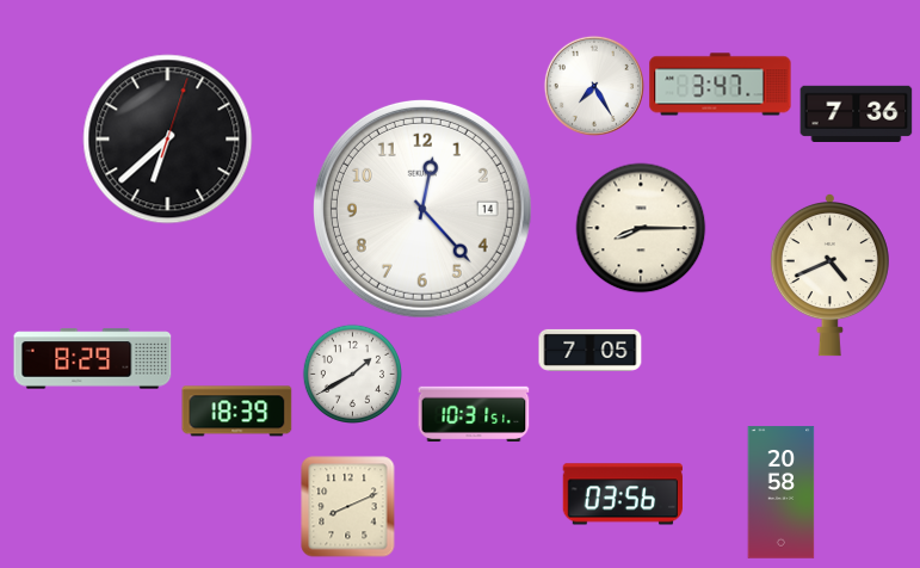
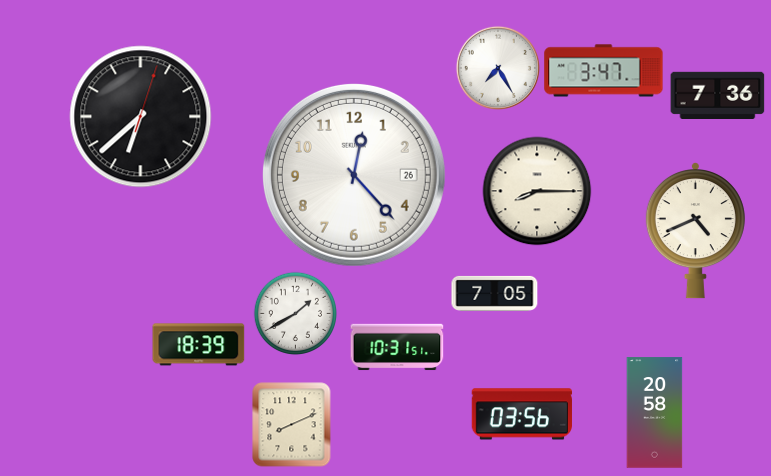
clock at (594, 86) position: (594, 86) -> (498, 68)
clock at (422, 209) date: 14 -> 26
clock at (93, 359): 8:29 -> none
